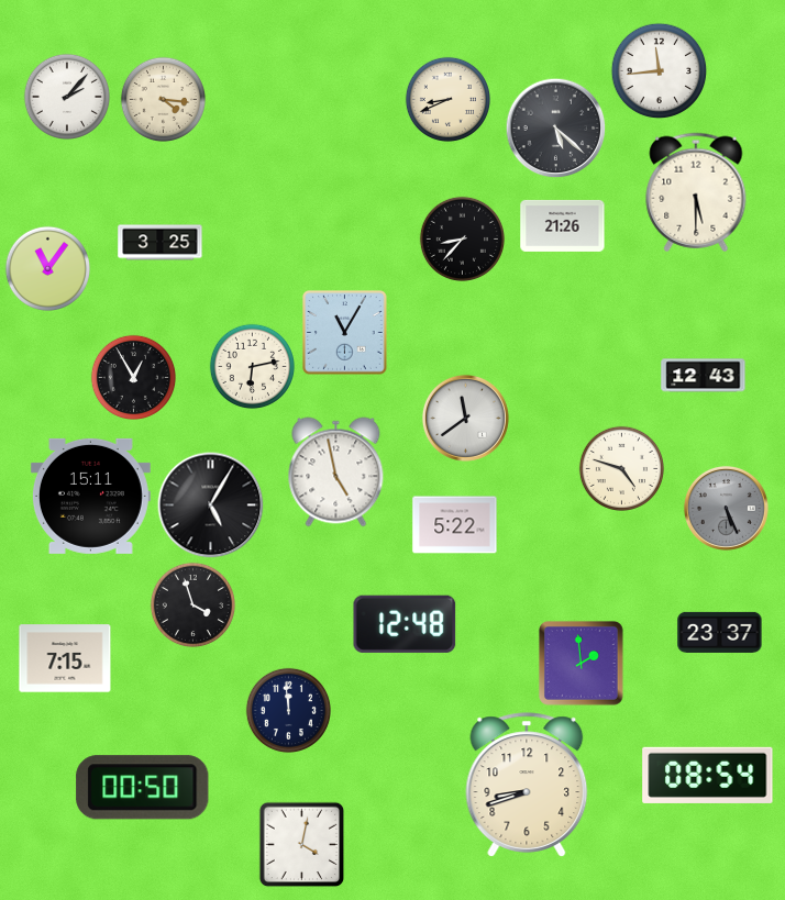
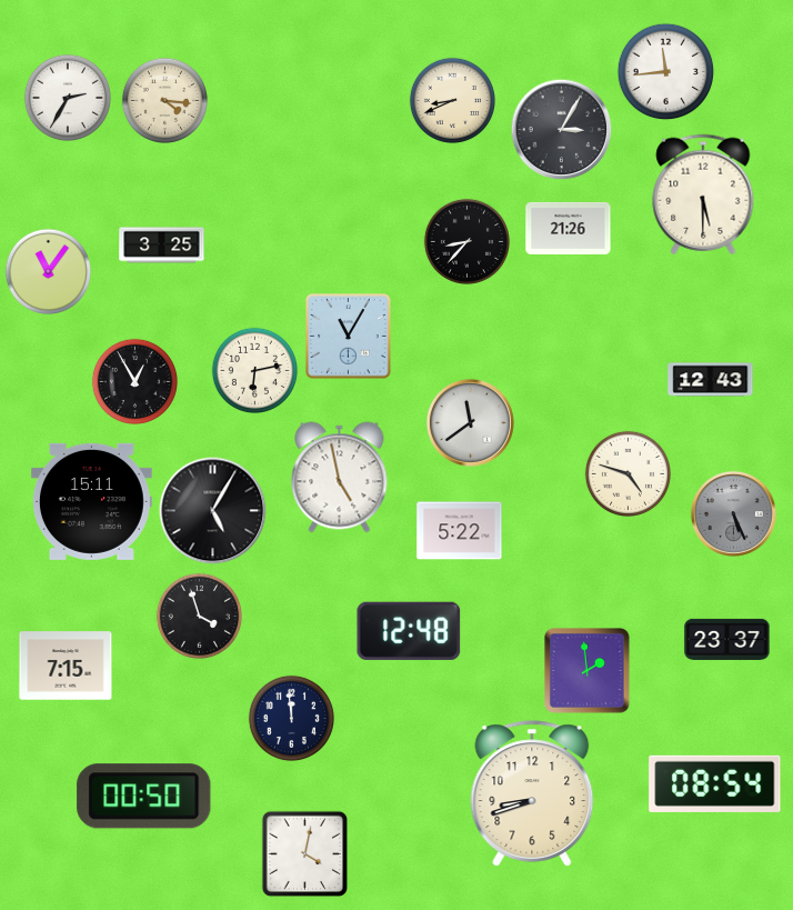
clock at (66, 96): 2:07 -> 2:35
clock at (555, 127): 5:22 -> 3:05
clock at (192, 604) position: (192, 604) -> (199, 616)
